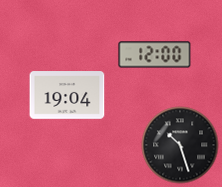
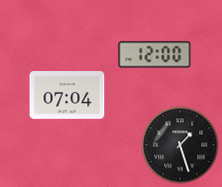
clock at (67, 95): 19:04 -> 07:04
clock at (180, 145): 10:27 -> 1:27
